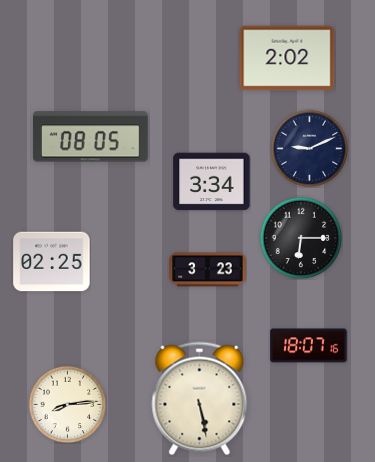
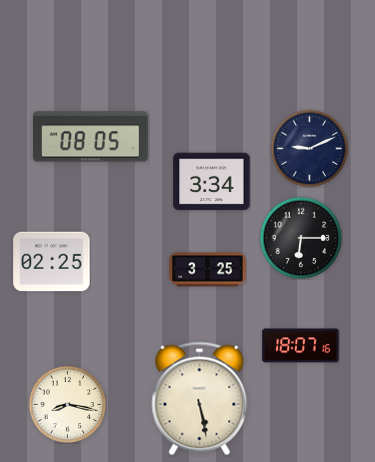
clock at (287, 58): 2:02 -> none
clock at (208, 270): 3:23 -> 3:25
clock at (309, 346) position: (309, 346) -> (301, 346)
clock at (67, 404): 8:14 -> 8:17
